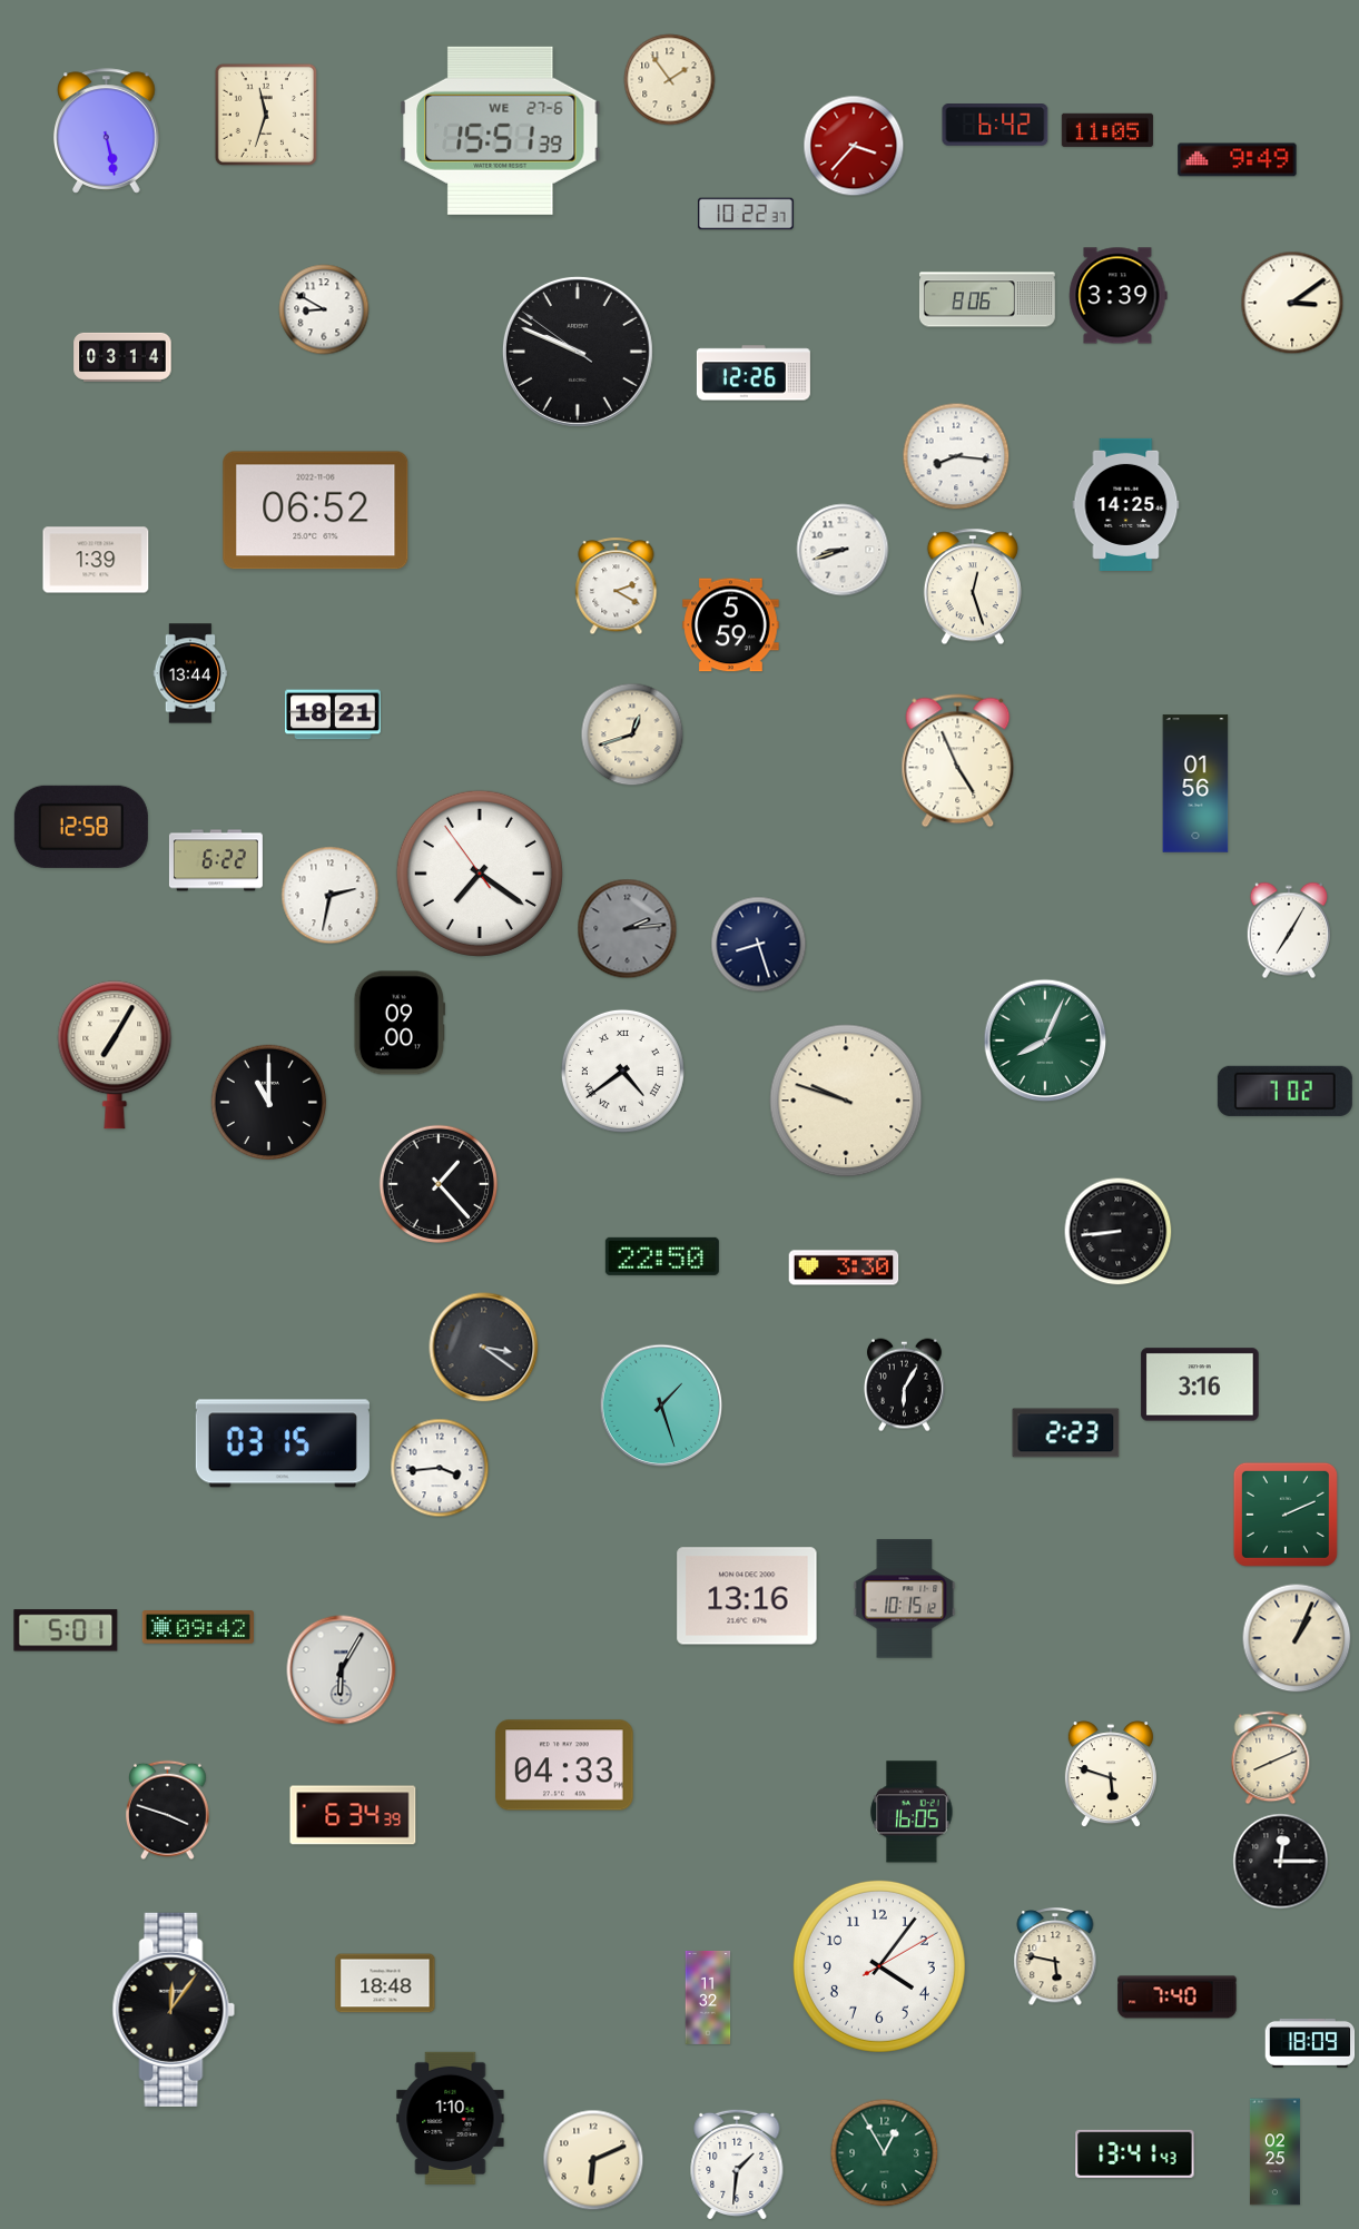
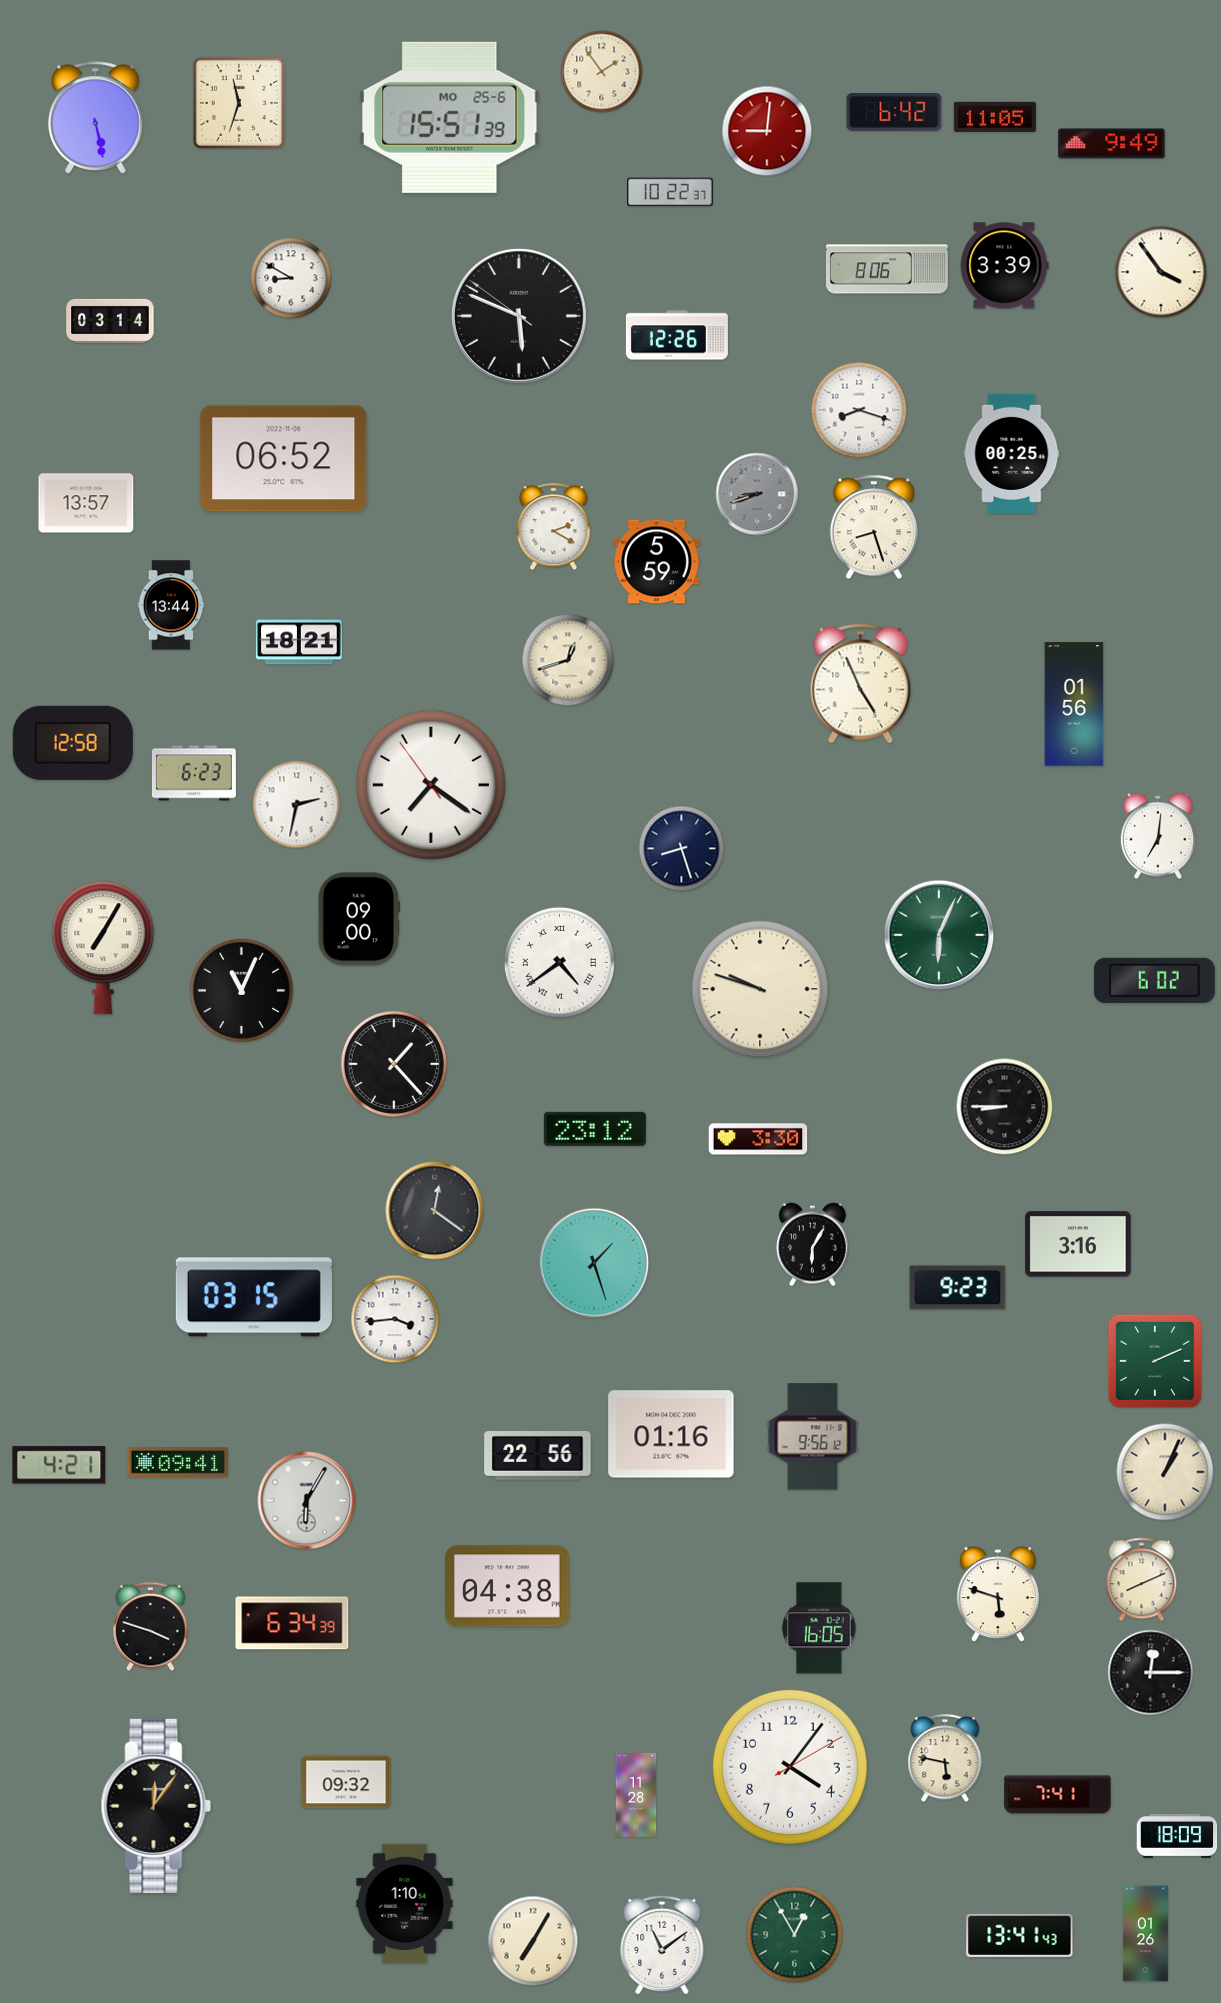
clock at (501, 130) date: WE 27-6 -> MO 25-6
clock at (854, 146): 3:37 -> 9:01
clock at (1292, 303): 3:09 -> 3:54
clock at (578, 352): 9:48 -> 5:48
clock at (956, 456): 8:16 -> 8:18
clock at (1126, 504): 14:25 -> 00:25
clock at (843, 550) dial: white -> grey
clock at (96, 560): 1:39 -> 13:57
clock at (973, 586): 12:27 -> 8:27
clock at (216, 860): 6:22 -> 6:23
clock at (628, 929): 2:14 -> none
clock at (1289, 930): 7:05 -> 7:01
clock at (1045, 1040): 8:04 -> 6:04
clock at (1284, 1091): 7:02 -> 6:02
clock at (269, 1103): 11:00 -> 11:04
clock at (1119, 1232): 8:44 -> 8:45
clock at (662, 1256): 22:50 -> 23:12
clock at (484, 1348): 3:21 -> 12:21
clock at (1066, 1433): 2:23 -> 9:23
clock at (747, 1596): 13:16 -> 01:16
clock at (905, 1599): 10:15 -> 9:56
clock at (538, 1456): none -> 22:56
clock at (197, 1627): 09:42 -> 09:41
clock at (66, 1630): 5:01 -> 4:21
clock at (564, 1765): 04:33 -> 04:38
clock at (353, 1815) position: (353, 1815) -> (292, 1623)
clock at (1055, 1957) position: (1055, 1957) -> (945, 1759)
clock at (385, 1983): 18:48 -> 09:32
clock at (708, 1998): 11:32 -> 11:28
clock at (1178, 1998): 7:40 -> 7:41
clock at (1274, 2152): 02:25 -> 01:26
clock at (593, 2160): 6:11 -> 7:05
clock at (737, 2164): 1:31 -> 11:09
